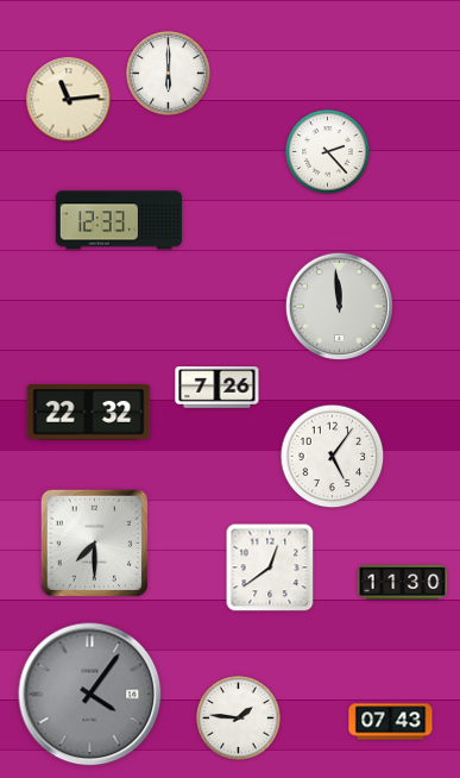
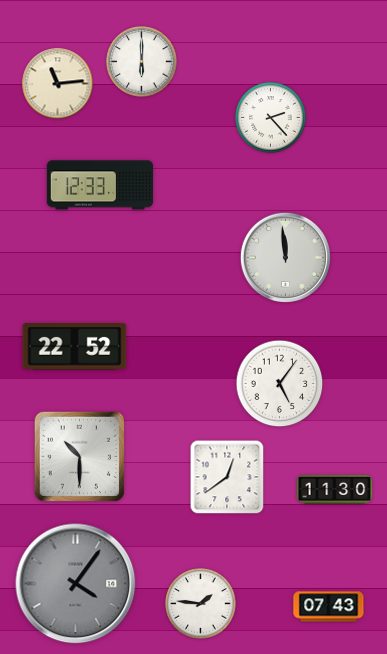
clock at (328, 152) position: (328, 152) -> (271, 118)
clock at (218, 388): 7:26 -> none
clock at (89, 413): 22:32 -> 22:52
clock at (94, 542): 7:30 -> 10:30
clock at (403, 582) position: (403, 582) -> (335, 489)
